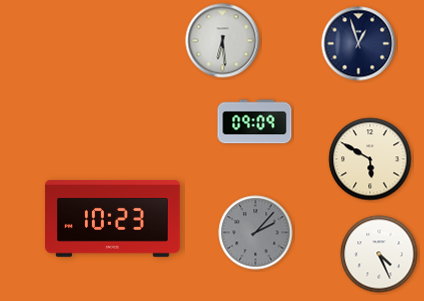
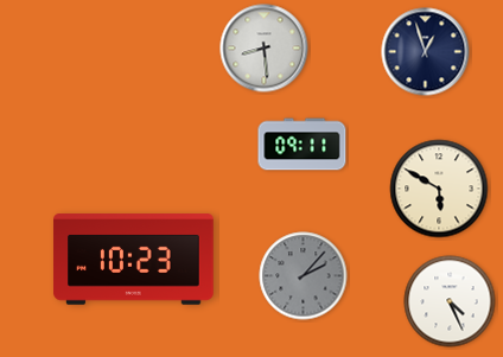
clock at (223, 41): 6:29 -> 8:29
clock at (255, 122): 09:09 -> 09:11
